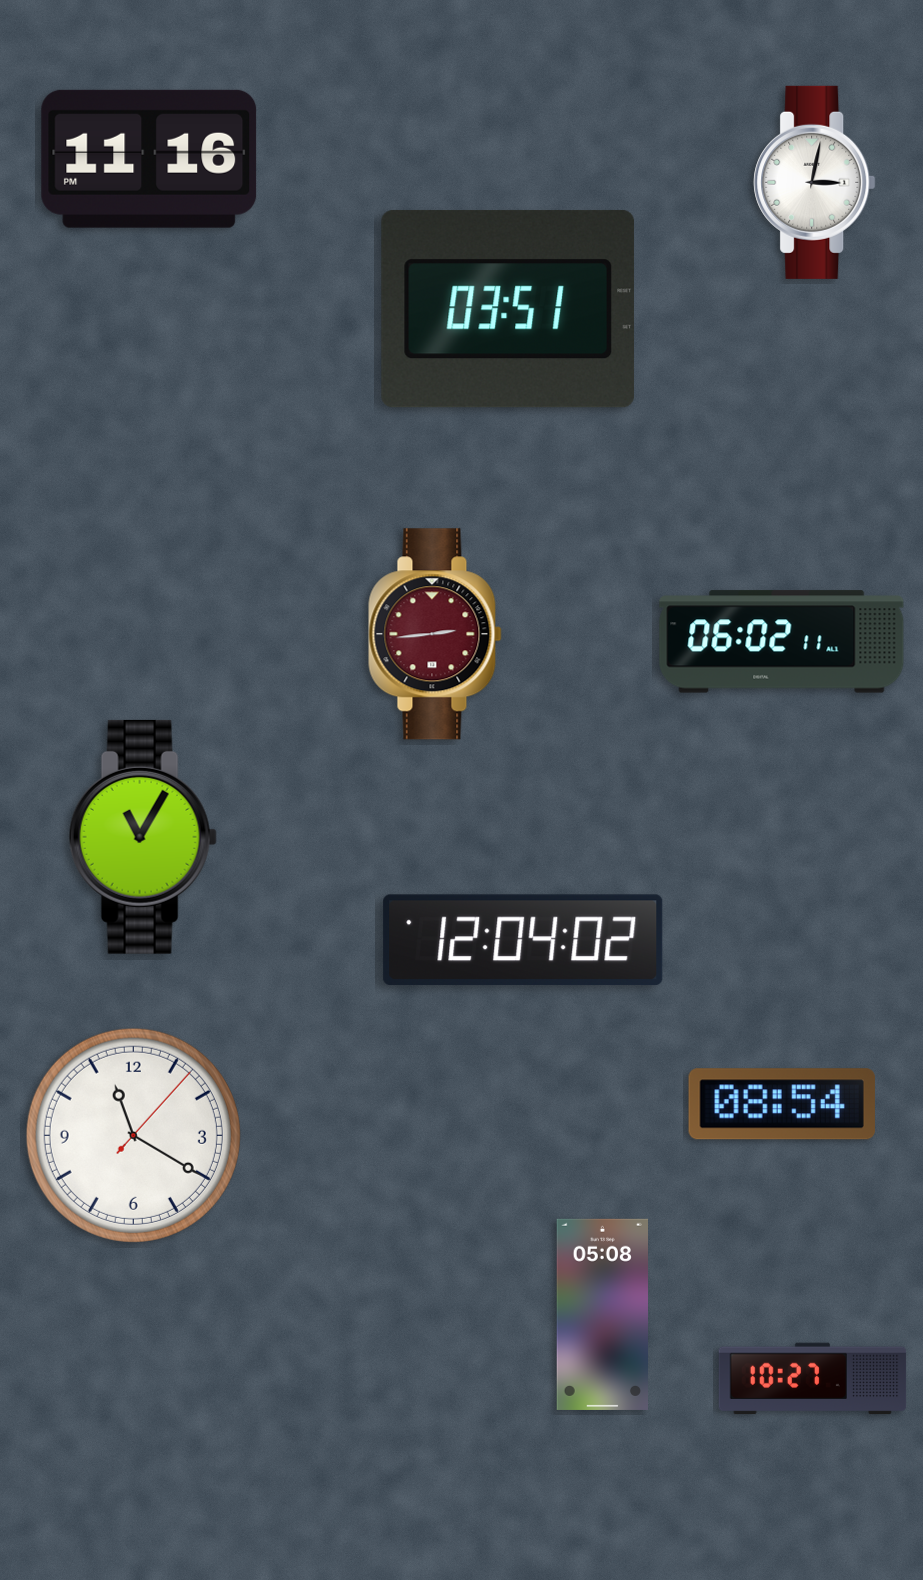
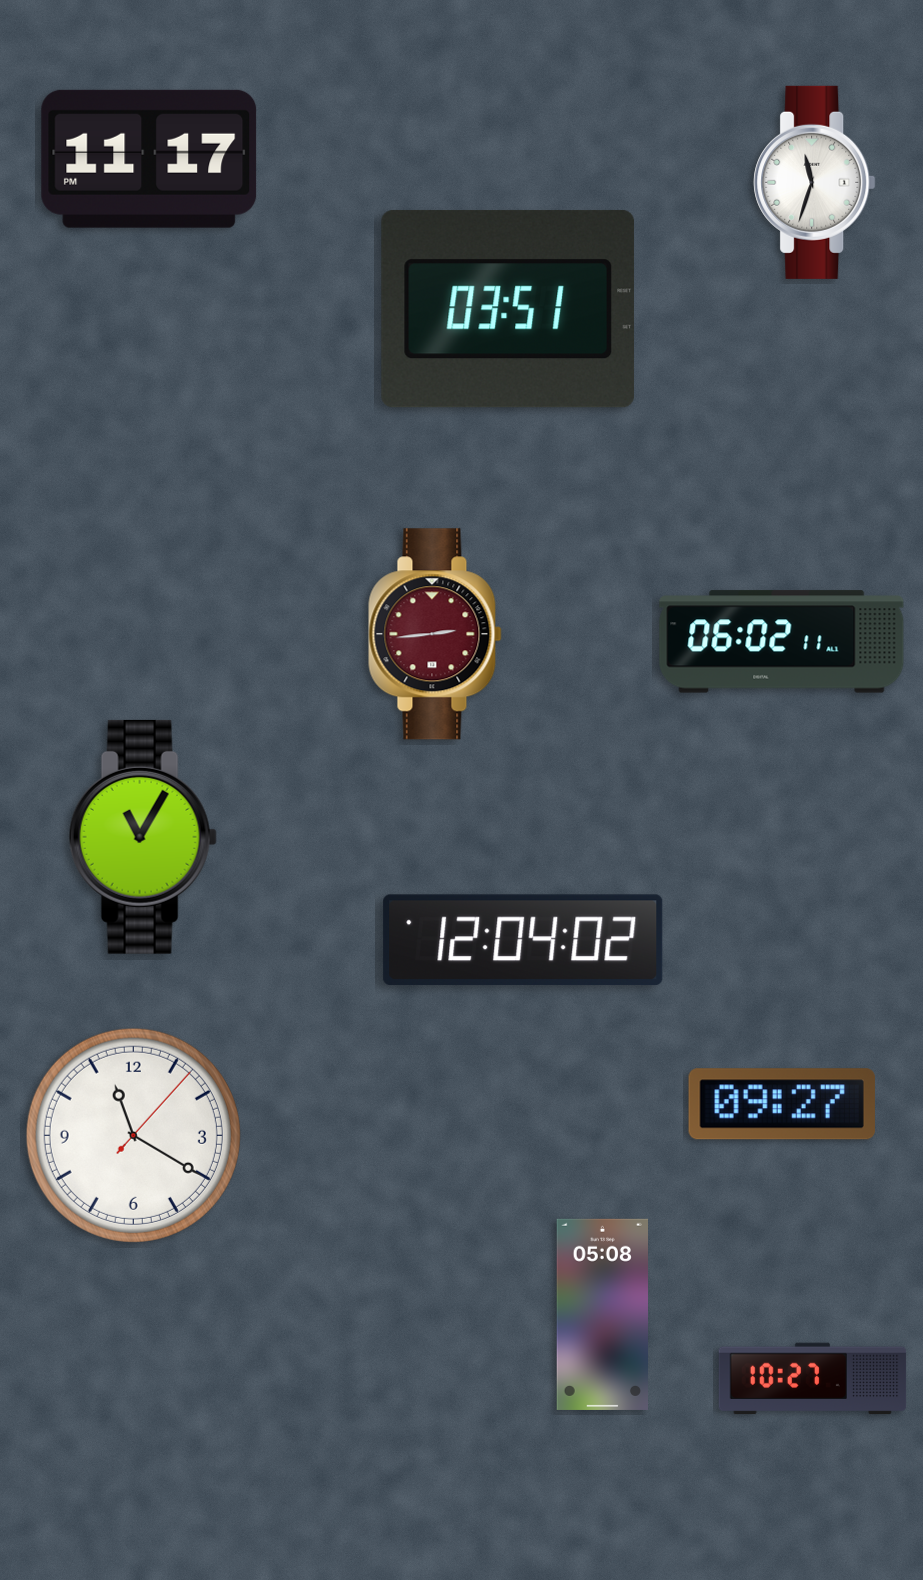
clock at (149, 159): 11:16 -> 11:17
clock at (815, 182): 3:02 -> 11:33
clock at (782, 1104): 08:54 -> 09:27
